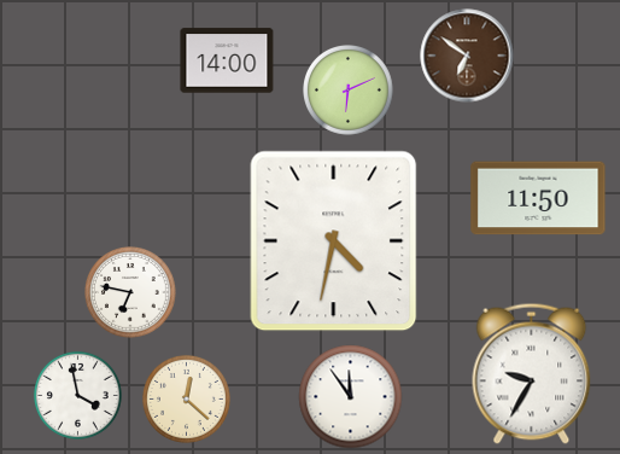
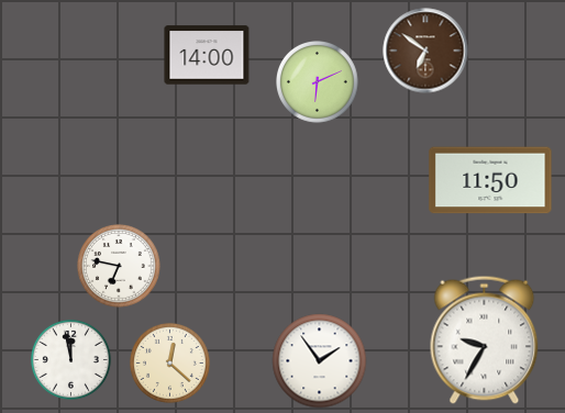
clock at (334, 241): 4:32 -> none
clock at (77, 395): 3:58 -> 11:58
clock at (351, 397): 11:54 -> 1:54
